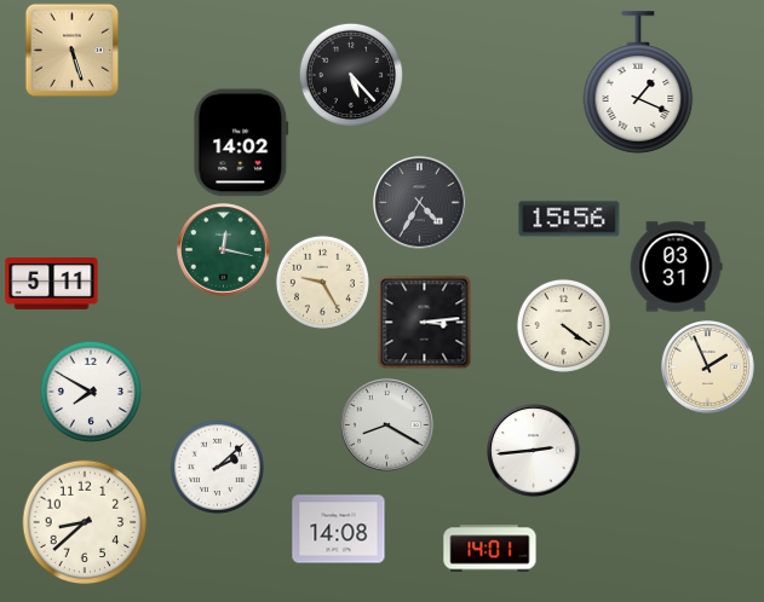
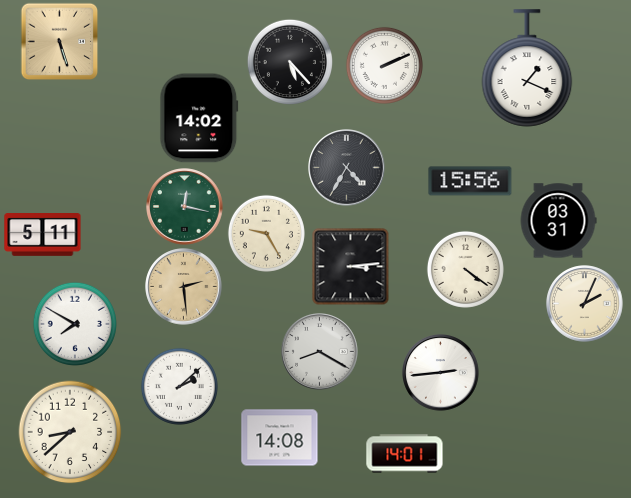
clock at (384, 65): none -> 2:11
clock at (184, 287): none -> 2:29
clock at (708, 367): 1:56 -> 2:04
